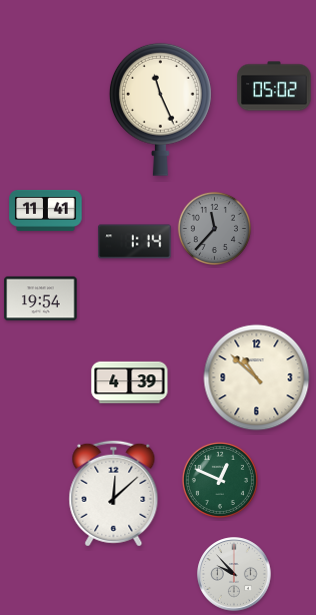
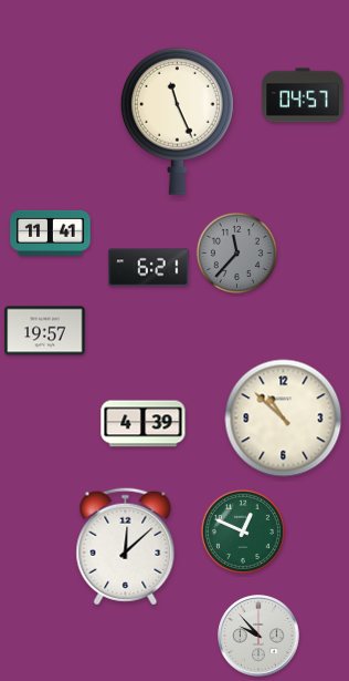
clock at (274, 86): 05:02 -> 04:57
clock at (135, 242): 1:14 -> 6:21
clock at (41, 299): 19:54 -> 19:57
